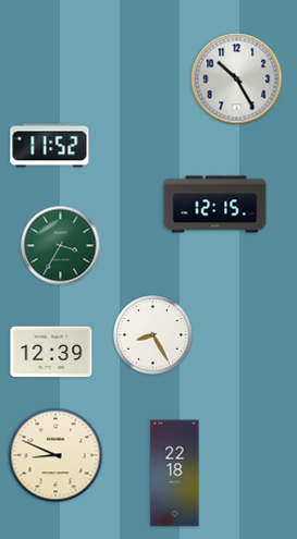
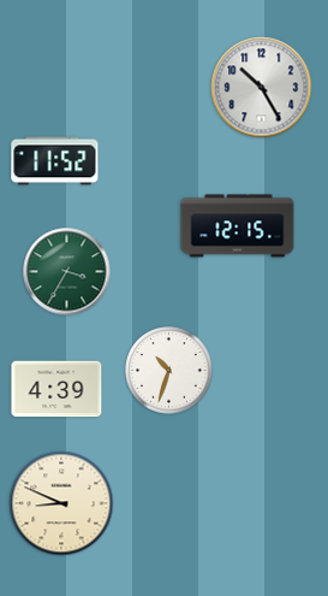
clock at (153, 335): 8:25 -> 10:33
clock at (51, 352): 12:39 -> 4:39
clock at (175, 474): 22:18 -> none
